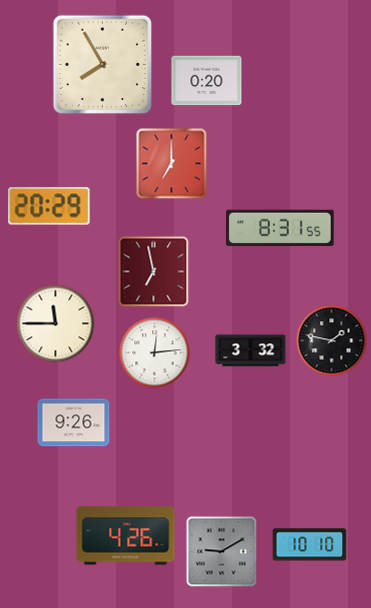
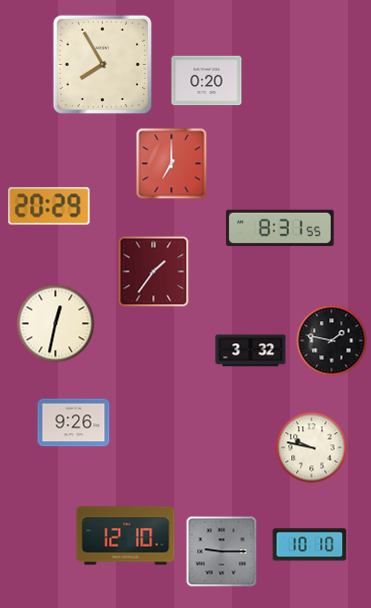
clock at (154, 272): 6:58 -> 1:36
clock at (56, 324): 11:45 -> 12:32
clock at (155, 353): 12:14 -> none
clock at (312, 448): none -> 9:47
clock at (126, 536): 4:26 -> 12:10
clock at (222, 552): 9:10 -> 9:15
